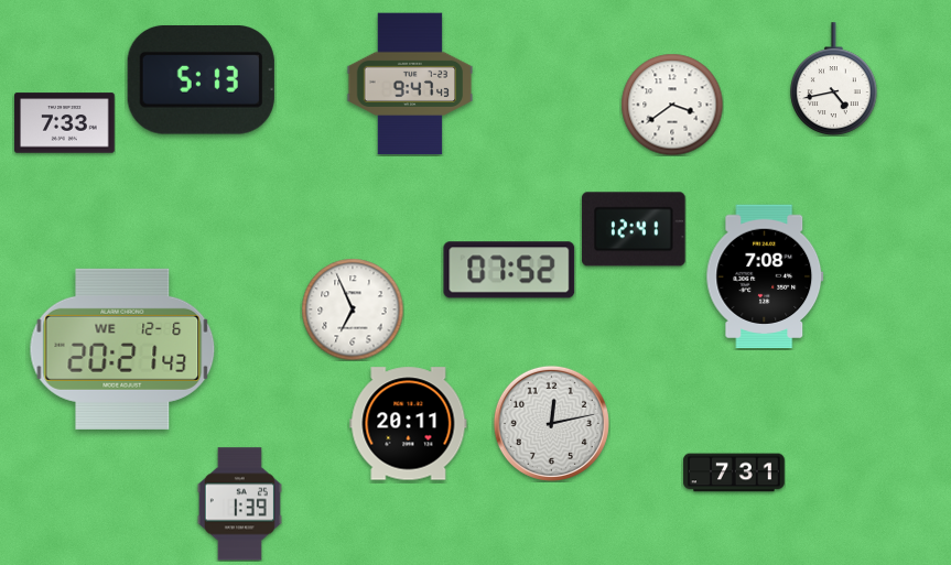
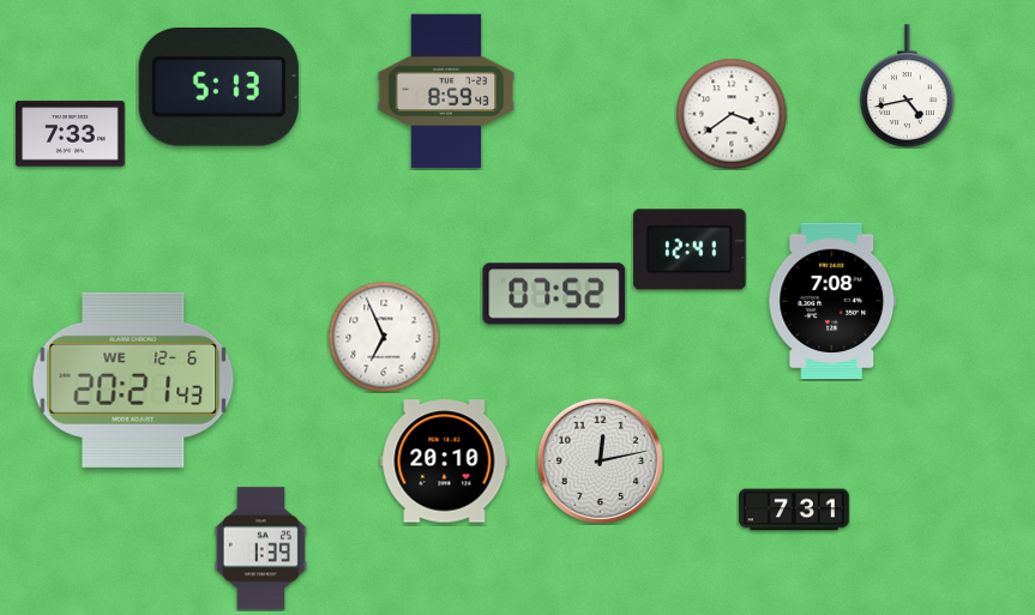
clock at (410, 84): 9:47 -> 8:59
clock at (409, 424): 20:11 -> 20:10
clock at (734, 472) position: (734, 472) -> (794, 510)
